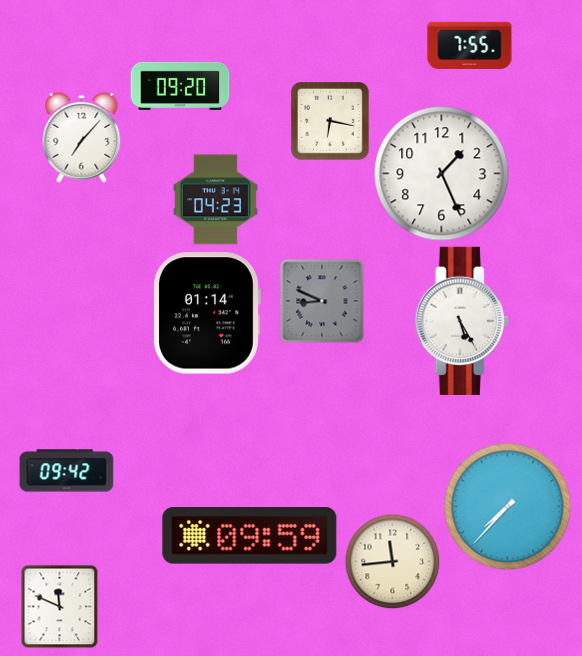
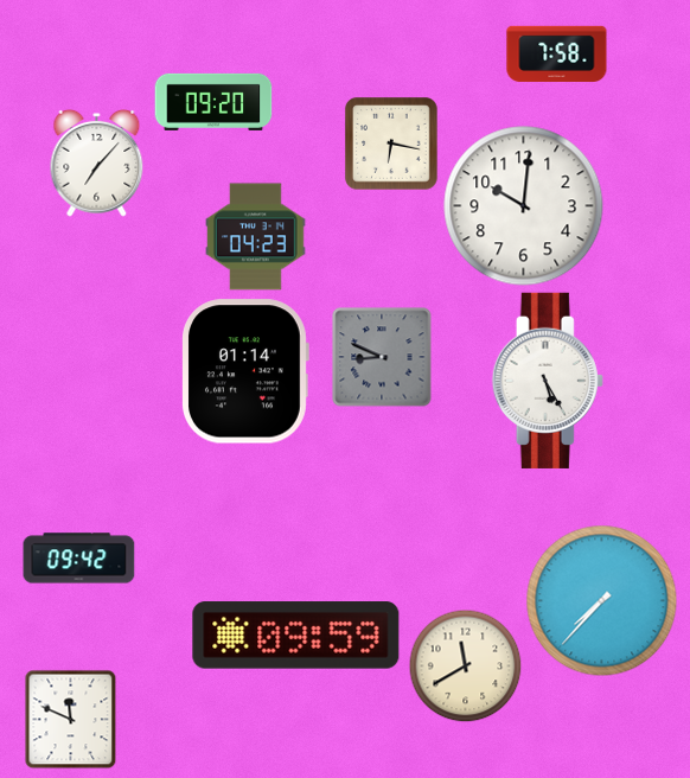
clock at (470, 45): 7:55 -> 7:58
clock at (442, 174): 1:26 -> 10:01
clock at (392, 561): 11:44 -> 11:40
